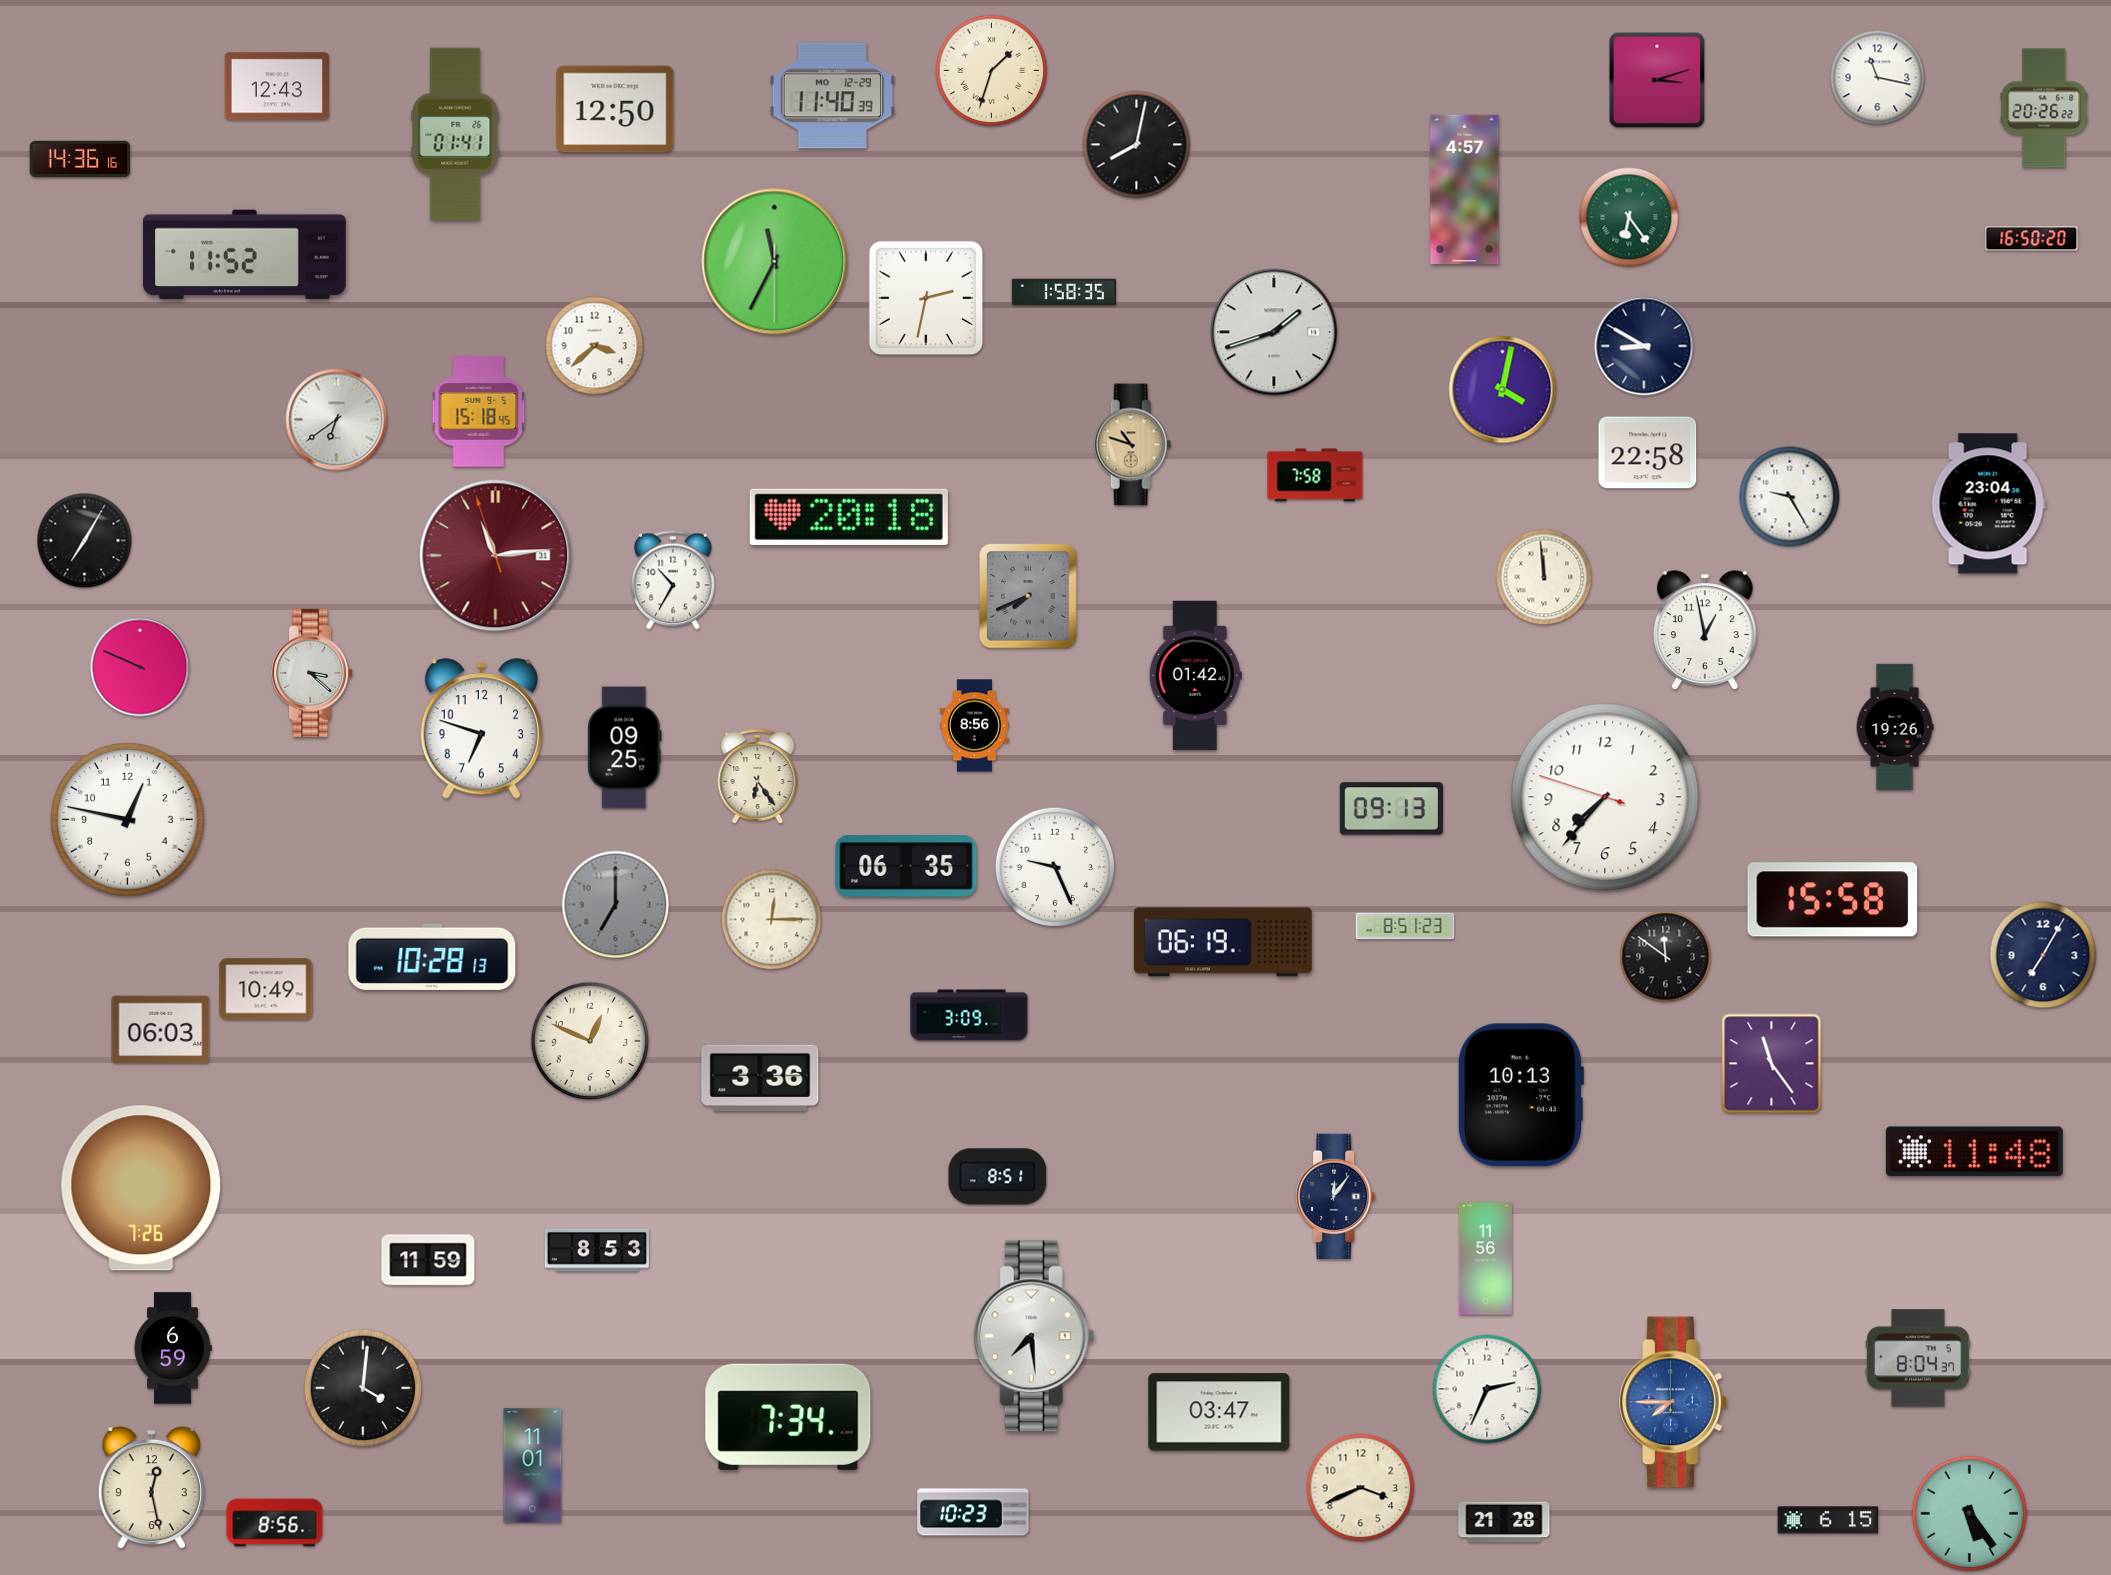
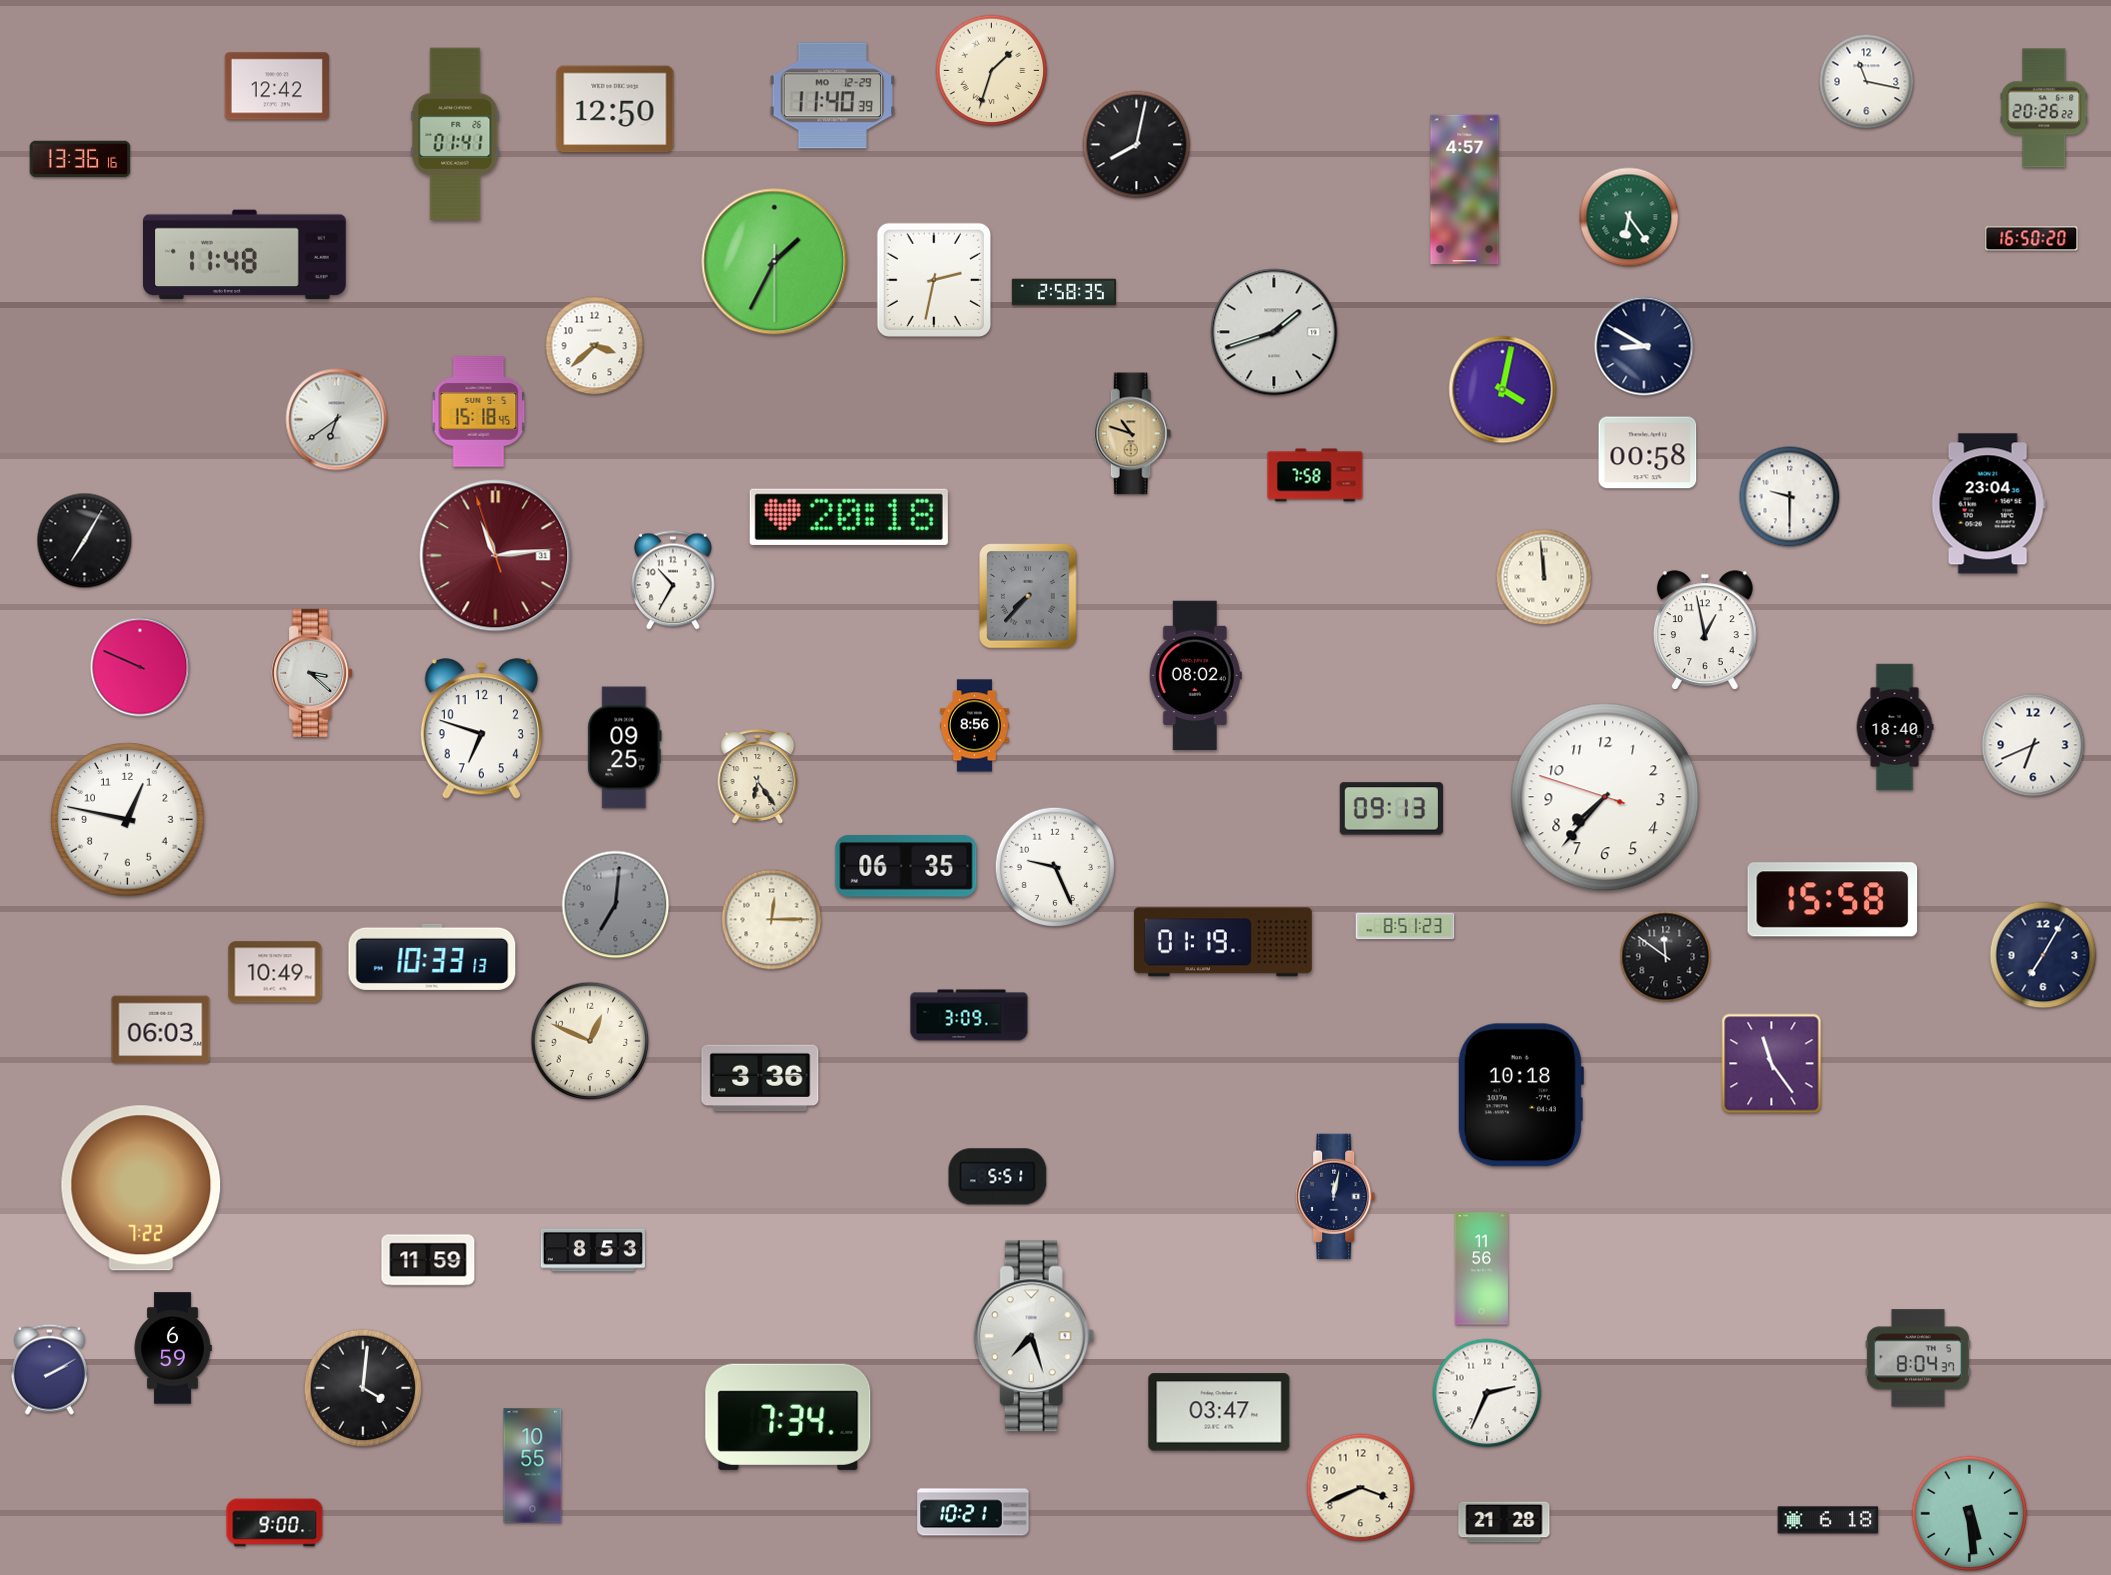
clock at (1878, 78) position: (1878, 78) -> (1867, 82)
clock at (1657, 80): 3:12 -> none
clock at (277, 86): 12:43 -> 12:42
clock at (80, 159): 14:36 -> 13:36
clock at (245, 255): 11:52 -> 11:48
clock at (775, 262): 11:34 -> 1:34
clock at (1063, 292): 1:58 -> 2:58
clock at (925, 297) position: (925, 297) -> (933, 279)
clock at (1133, 445) position: (1133, 445) -> (1133, 434)
clock at (1648, 453): 22:58 -> 00:58
clock at (1790, 497): 9:25 -> 9:30
clock at (1028, 596): 7:41 -> 7:37
clock at (1195, 676): 01:42 -> 08:02
clock at (1895, 727): 19:26 -> 18:40
clock at (2033, 745): none -> 6:41
clock at (616, 905): 7:00 -> 7:01
clock at (1223, 942): 06:19 -> 01:19
clock at (432, 957): 10:28 -> 10:33
clock at (266, 989) position: (266, 989) -> (275, 972)
clock at (1520, 1095): 10:13 -> 10:18
clock at (1974, 1152): 11:48 -> none
clock at (998, 1177): 8:51 -> 5:51
clock at (141, 1188): 7:26 -> 7:22
clock at (1336, 1197): 12:06 -> 12:02
clock at (597, 1250) position: (597, 1250) -> (593, 1250)
clock at (1485, 1259) position: (1485, 1259) -> (1481, 1269)
clock at (1034, 1336): 7:29 -> 7:27
clock at (49, 1369): none -> 2:10
clock at (1487, 1389) position: (1487, 1389) -> (1487, 1393)
clock at (1673, 1402): 7:45 -> none
clock at (533, 1466): 11:01 -> 10:55
clock at (151, 1488): 12:28 -> none
clock at (973, 1512): 10:23 -> 10:21
clock at (1970, 1514): 5:24 -> 5:29
clock at (1828, 1520): 6:15 -> 6:18
clock at (275, 1523): 8:56 -> 9:00
